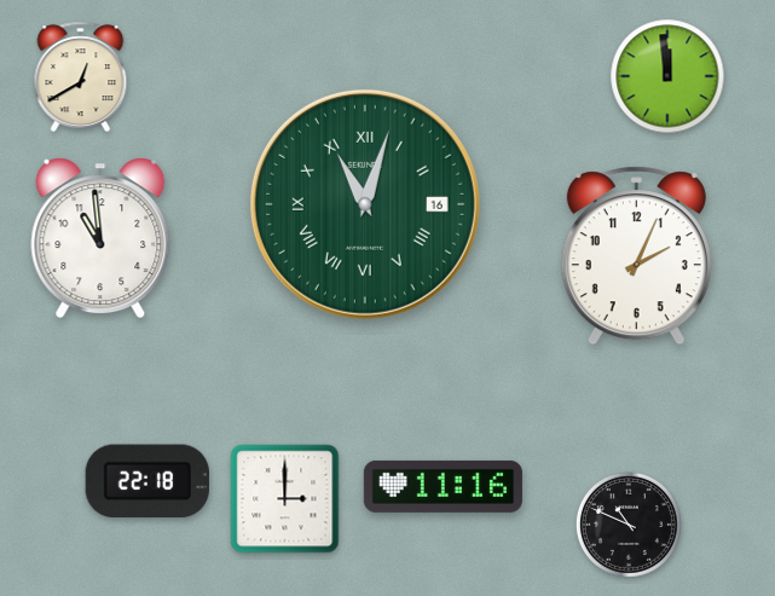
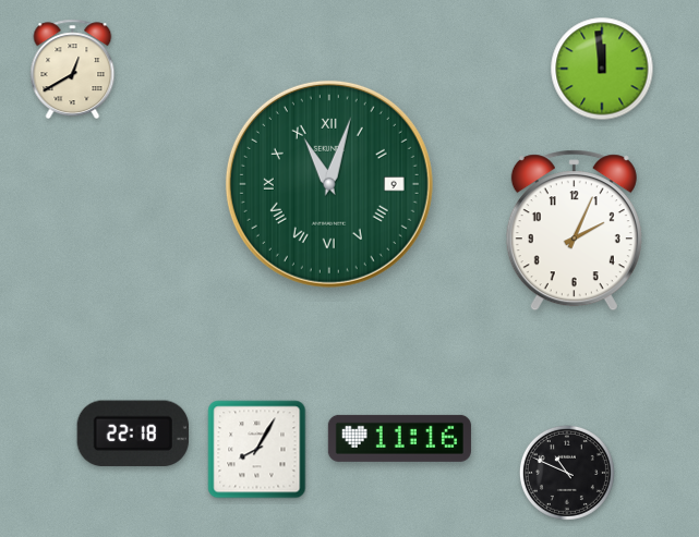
clock at (365, 204) date: 16 -> 9
clock at (100, 238): 10:59 -> none
clock at (285, 499): 3:00 -> 8:05
